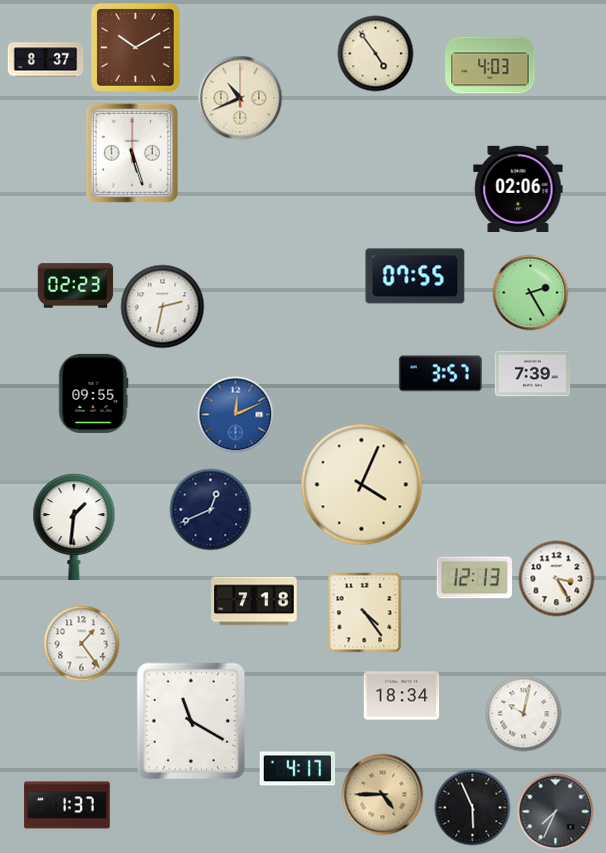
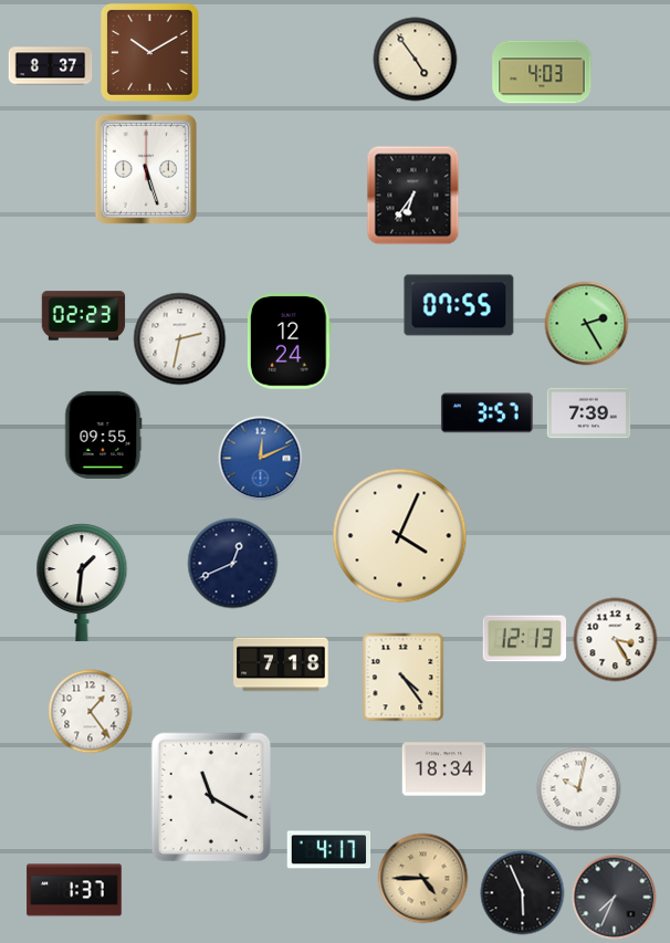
clock at (240, 98): 10:41 -> none
clock at (413, 196): none -> 6:36
clock at (518, 189): 02:06 -> none
clock at (289, 342): none -> 12:24
